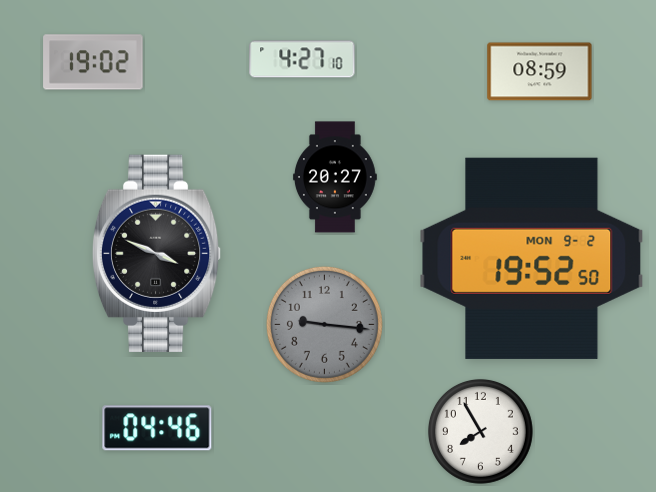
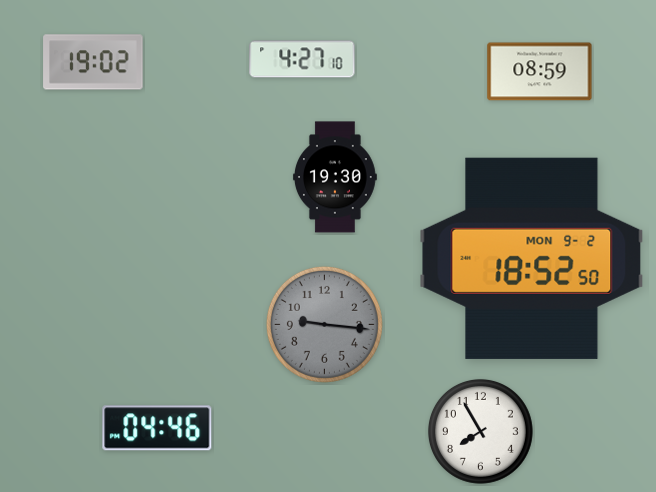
clock at (335, 177): 20:27 -> 19:30
clock at (157, 253): 3:49 -> none
clock at (532, 258): 19:52 -> 18:52
